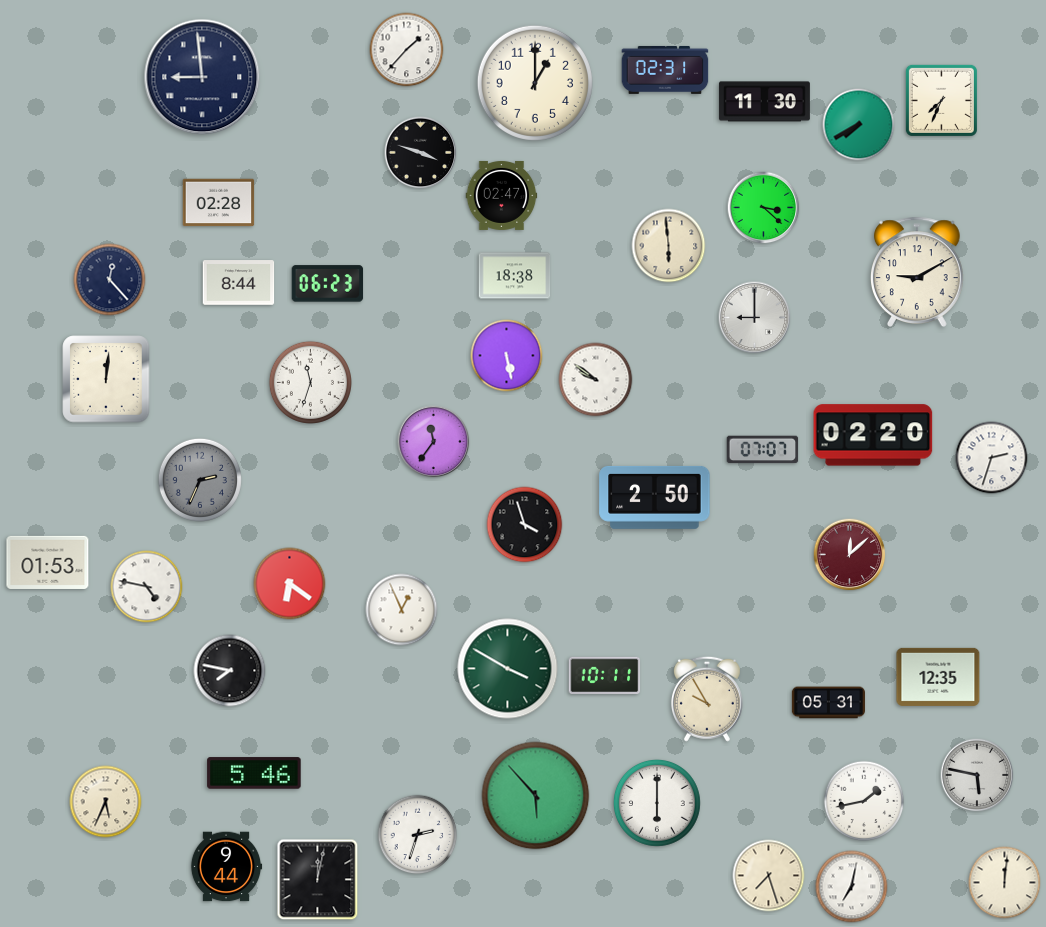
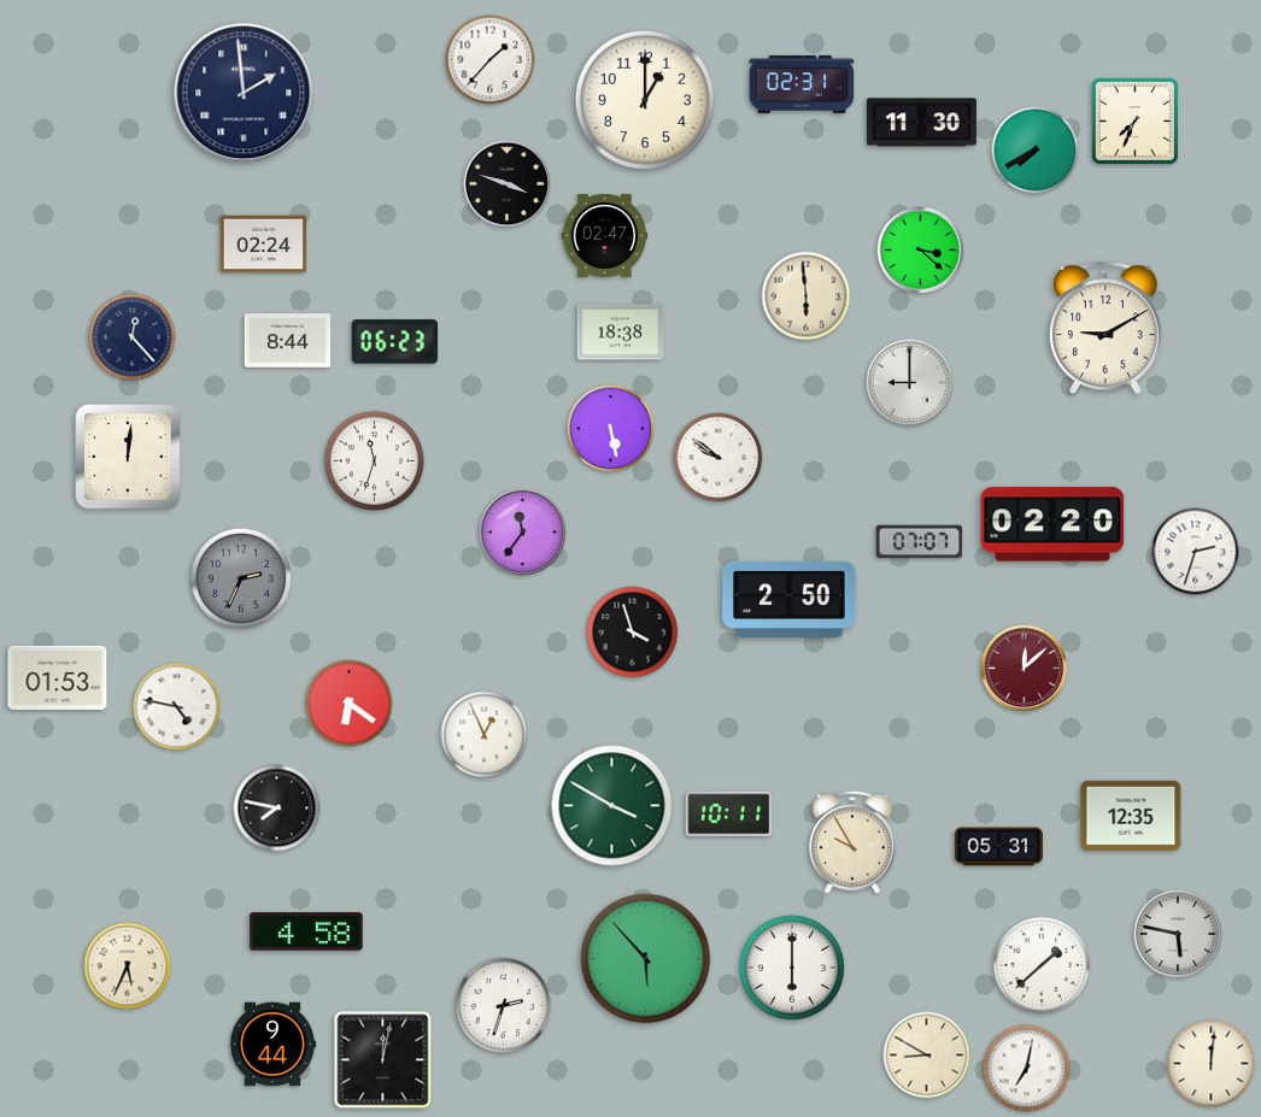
clock at (202, 77): 8:59 -> 1:59
clock at (219, 203): 02:28 -> 02:24
clock at (254, 773): 5:46 -> 4:58
clock at (864, 801): 1:43 -> 1:38
clock at (769, 876): 7:27 -> 8:50
